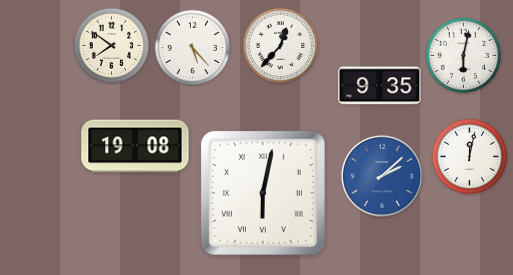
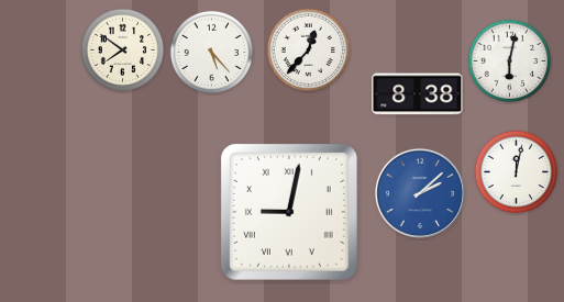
clock at (380, 86): 9:35 -> 8:38
clock at (135, 146): 19:08 -> none
clock at (263, 193): 6:02 -> 9:02
